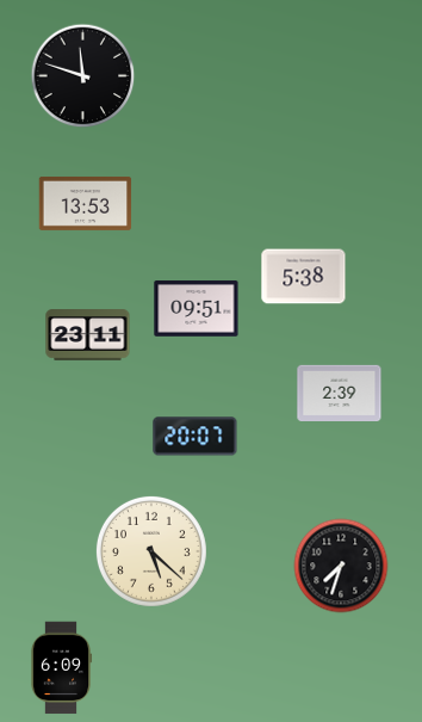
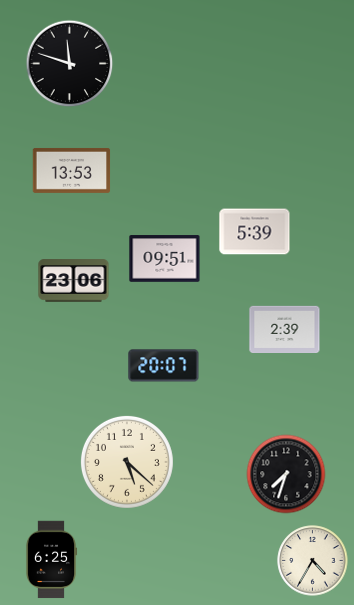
clock at (304, 277): 5:38 -> 5:39
clock at (88, 335): 23:11 -> 23:06
clock at (61, 668): 6:09 -> 6:25
clock at (313, 561): none -> 4:35
